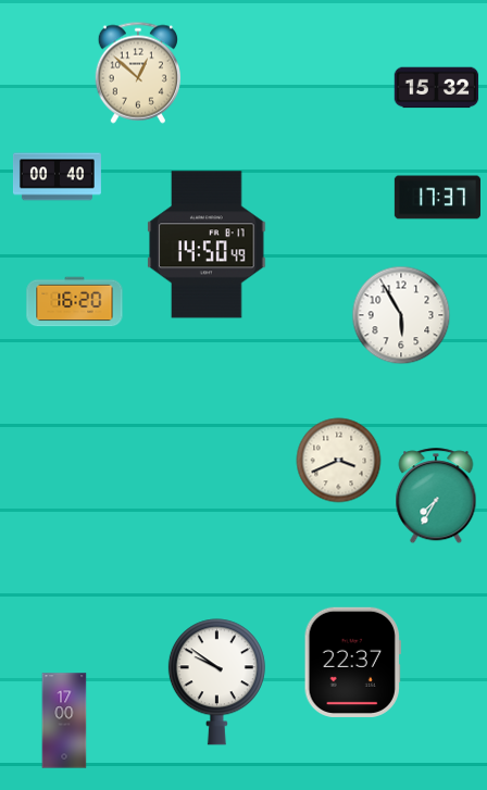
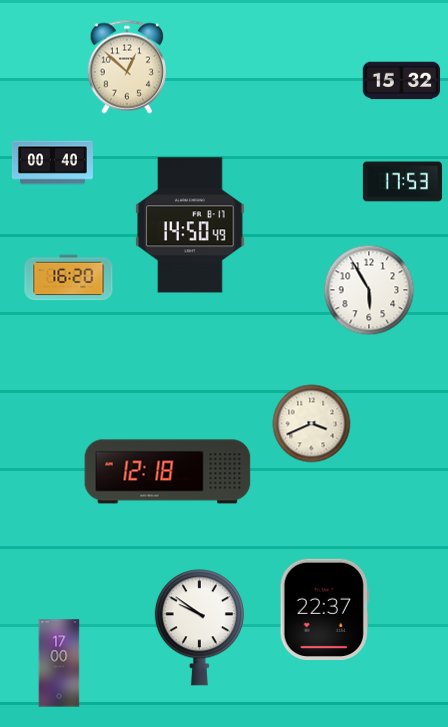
clock at (437, 198): 17:37 -> 17:53
clock at (436, 497): 7:35 -> none
clock at (168, 472): none -> 12:18
